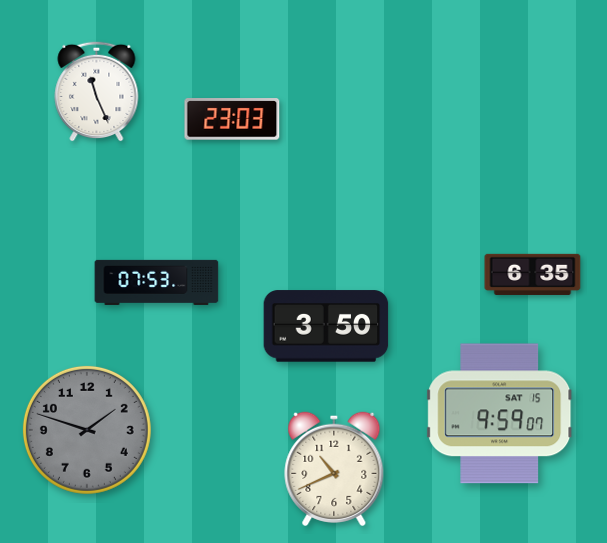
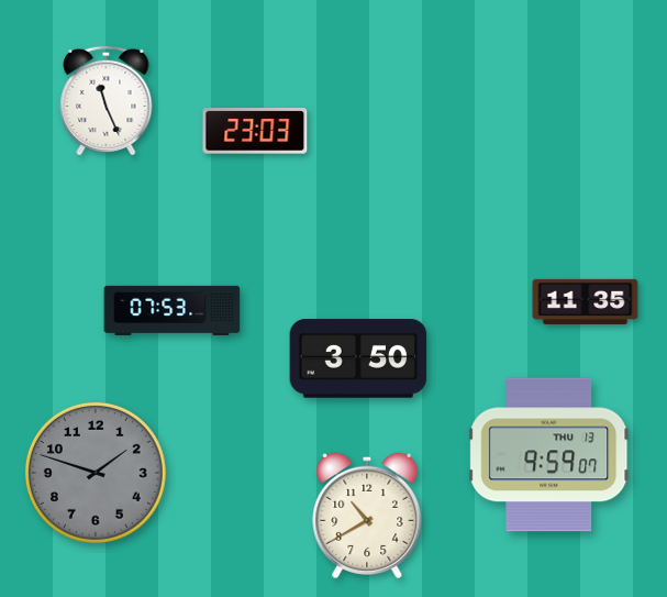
clock at (533, 274): 6:35 -> 11:35
clock at (500, 414) date: SAT 15 -> THU 13
clock at (334, 469): 10:41 -> 10:40
